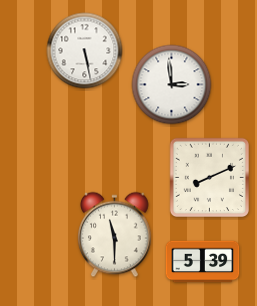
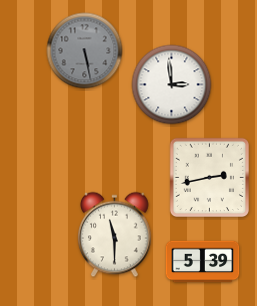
clock at (85, 51) dial: white -> grey
clock at (209, 177): 8:11 -> 2:43
